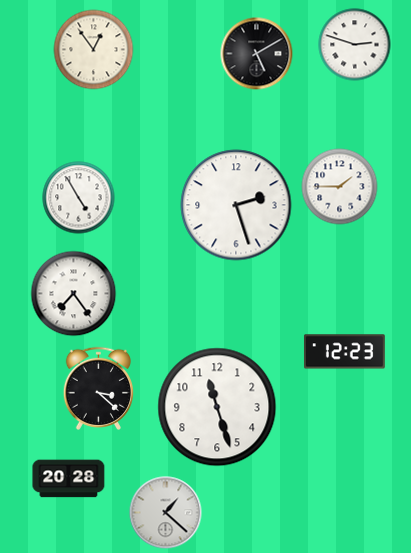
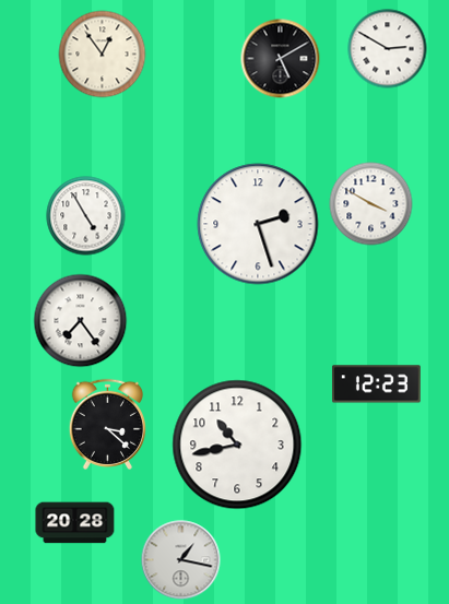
clock at (355, 45): 2:48 -> 2:50
clock at (340, 187): 1:45 -> 3:50
clock at (217, 407): 11:27 -> 10:43
clock at (166, 513): 1:22 -> 1:17
